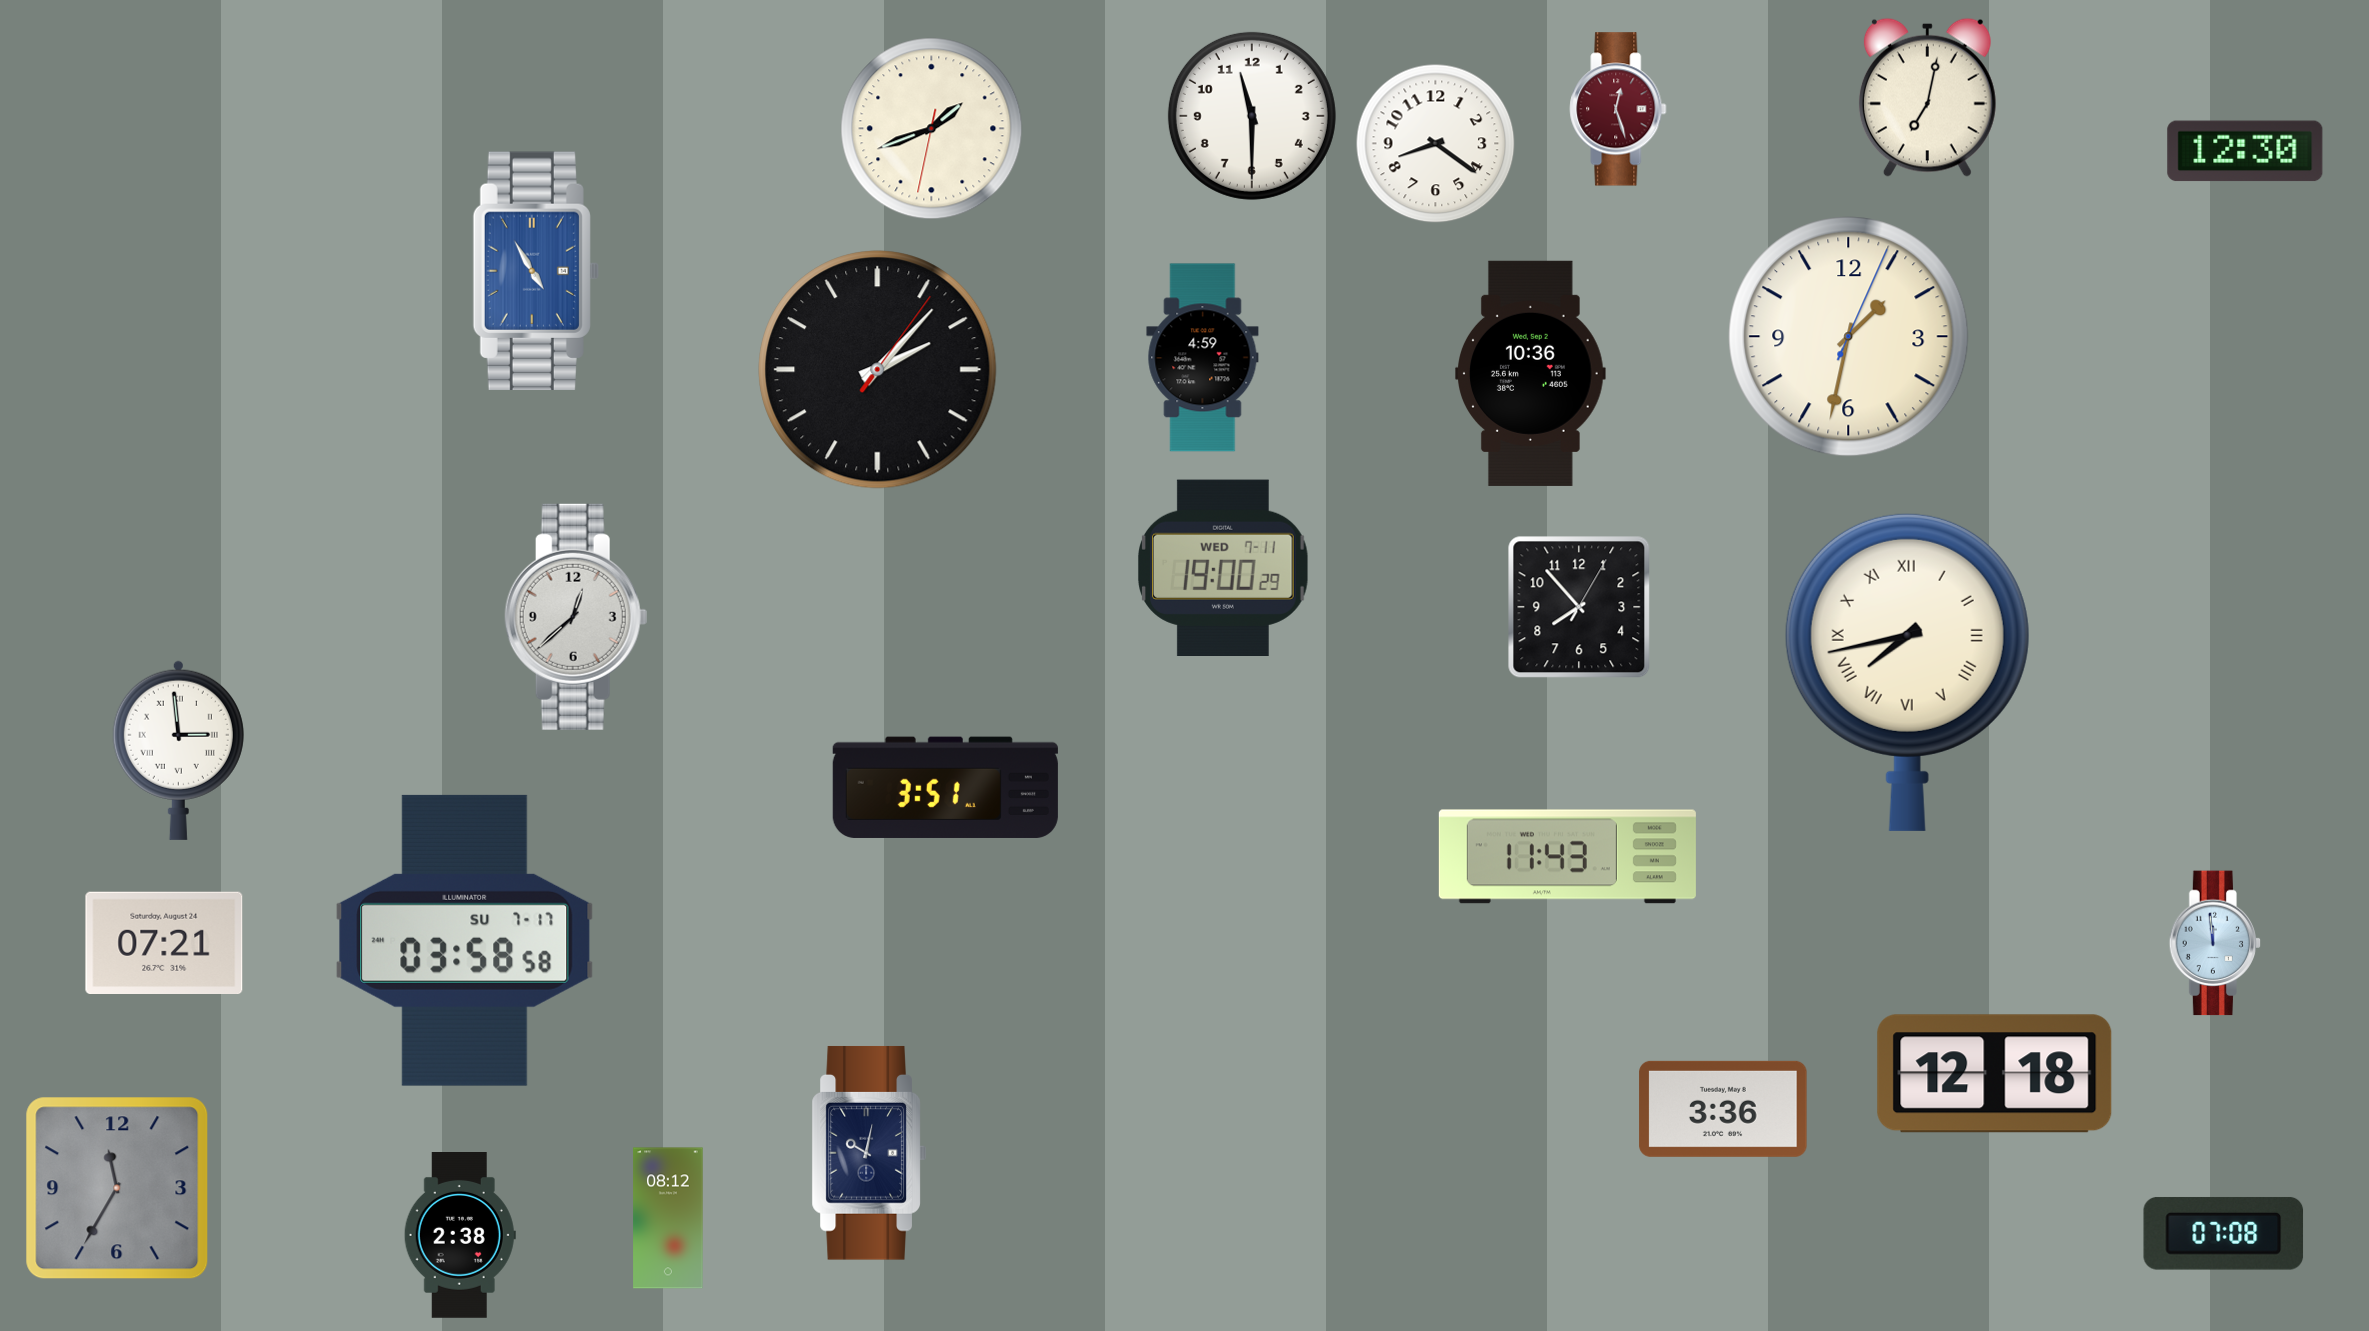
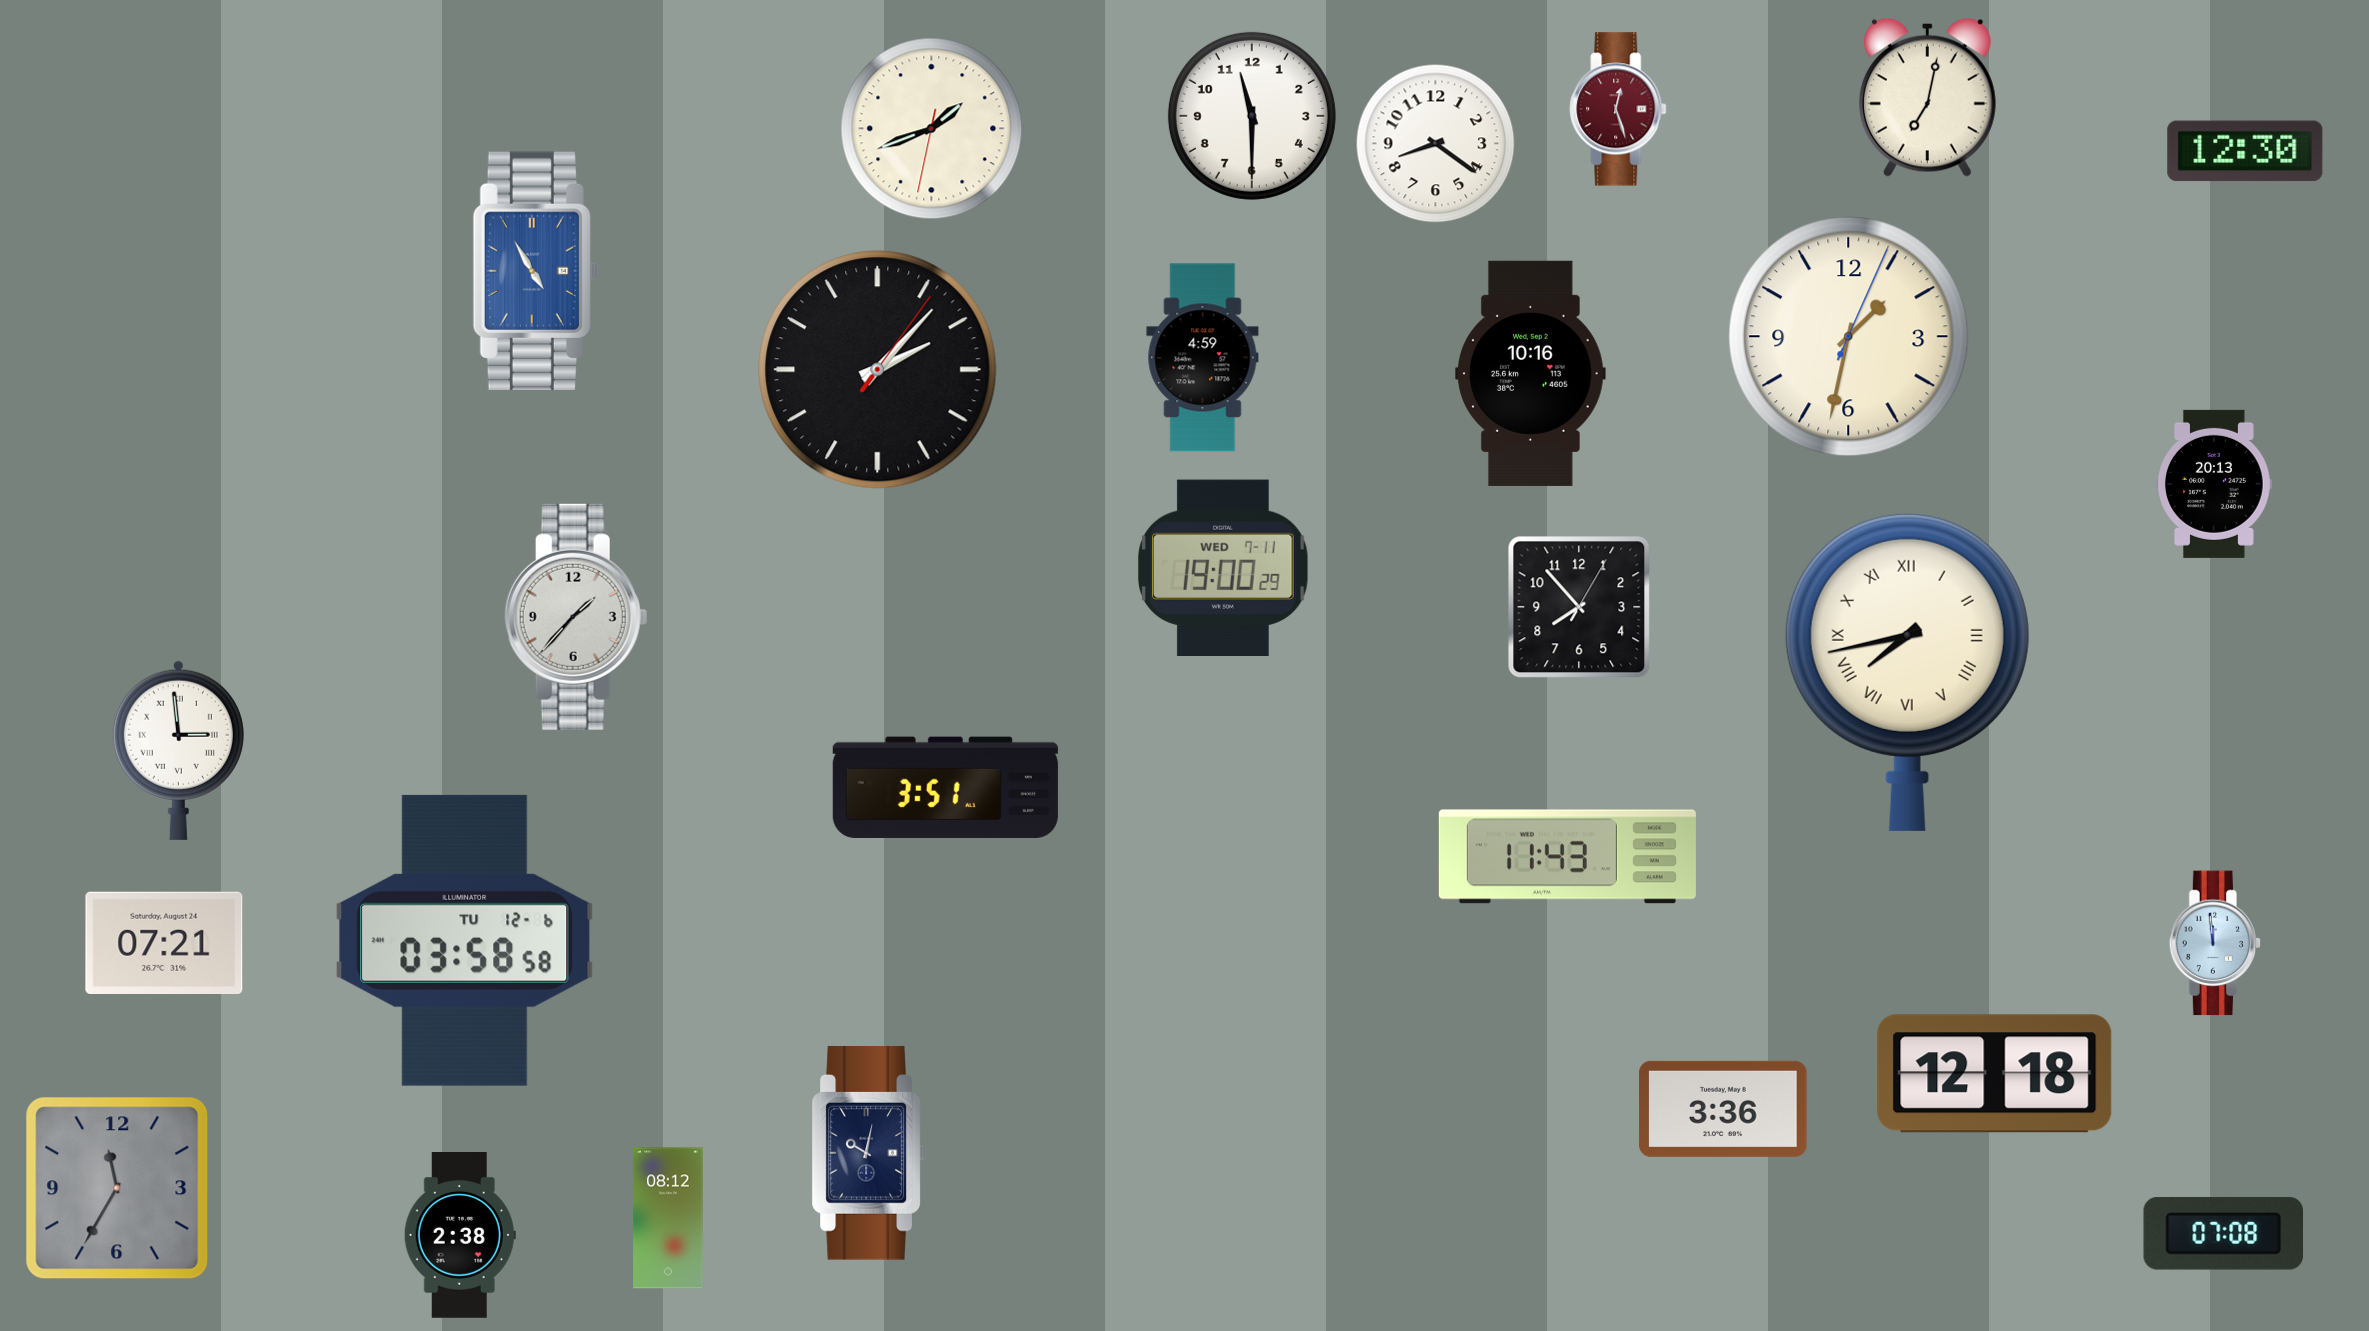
clock at (1531, 373): 10:36 -> 10:16
clock at (2214, 484): none -> 20:13
clock at (576, 617): 12:38 -> 1:37
clock at (465, 940) date: SU 7-17 -> TU 12-6
